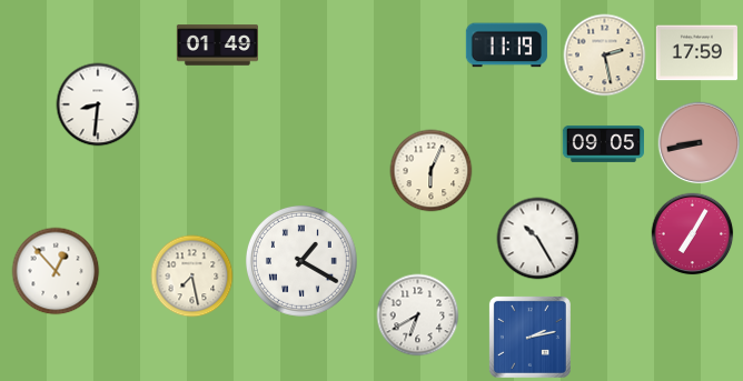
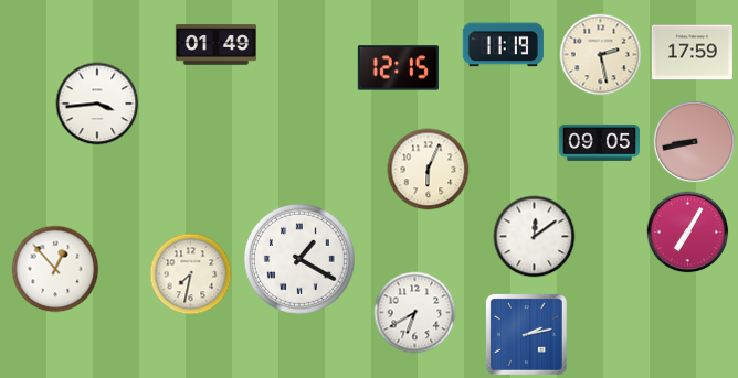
clock at (398, 68): none -> 12:15
clock at (98, 104): 8:31 -> 3:44
clock at (538, 239): 10:25 -> 12:09
clock at (192, 277): 7:28 -> 7:32
